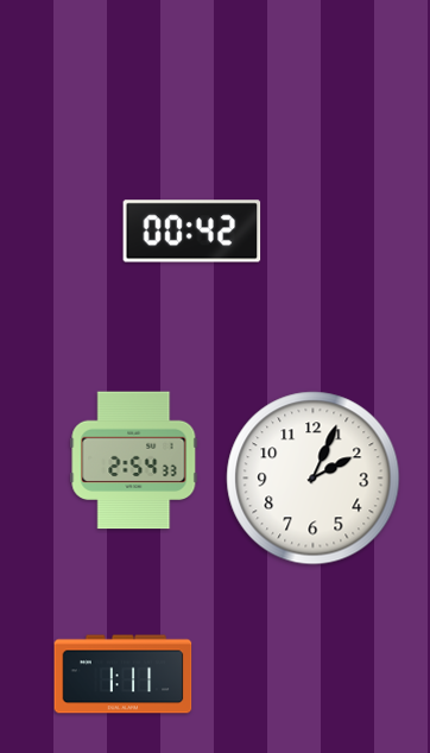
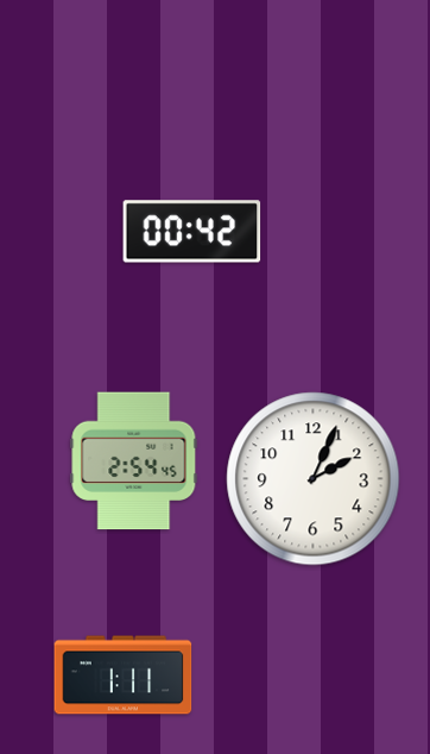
clock at (134, 461): 2:54:33 -> 2:54:45
